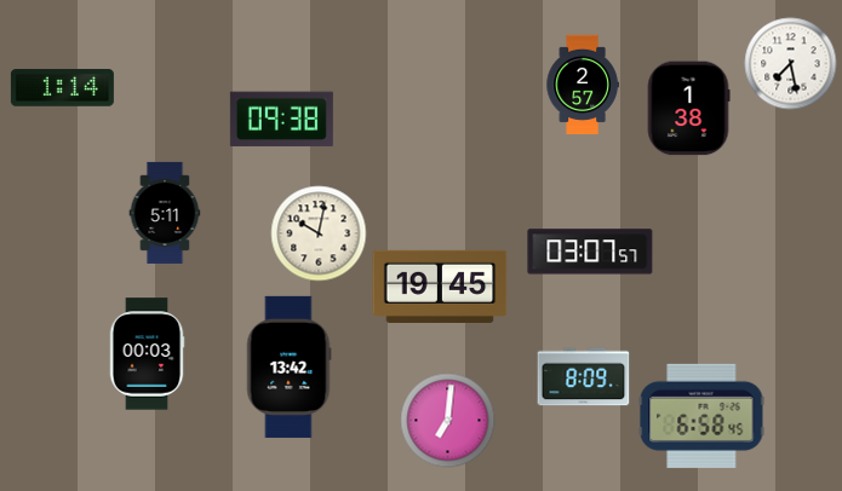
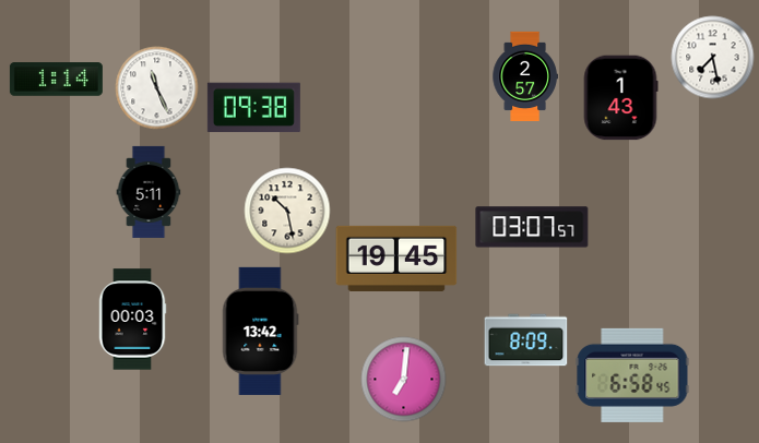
clock at (157, 88): none -> 11:26
clock at (688, 109): 1:38 -> 1:43
clock at (319, 233): 10:02 -> 10:28
